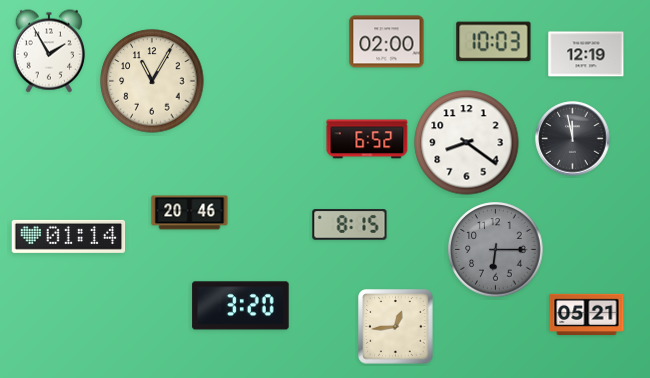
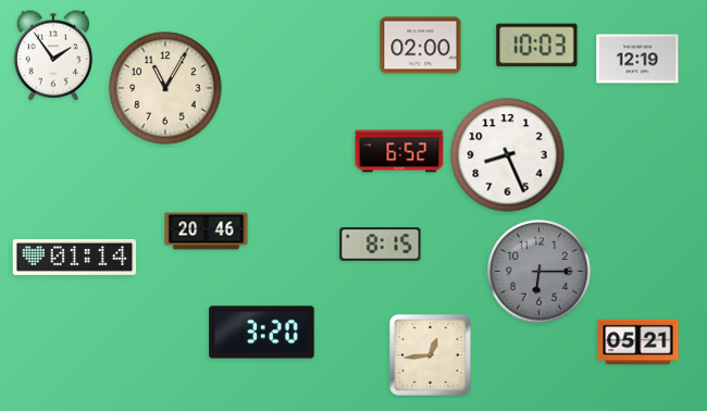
clock at (49, 51): 1:55 -> 1:54
clock at (573, 139): 11:58 -> none
clock at (467, 143): 8:21 -> 8:26
